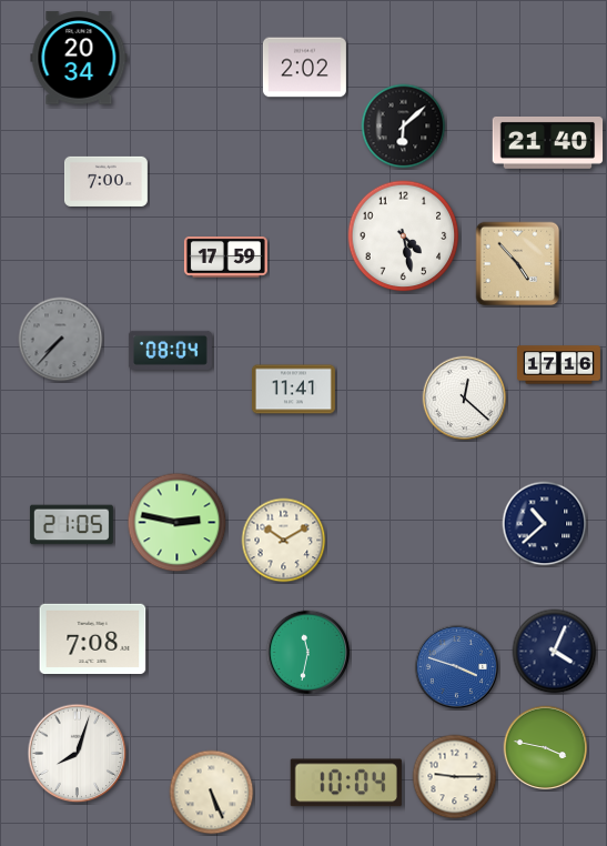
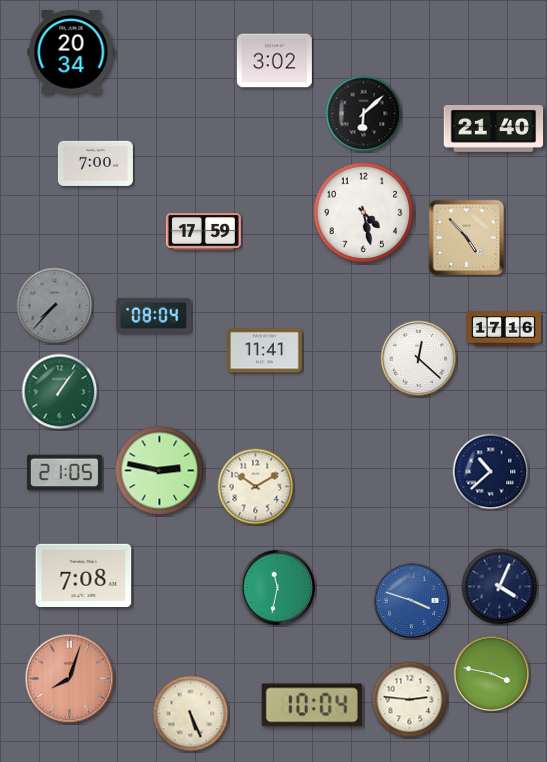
clock at (304, 68): 2:02 -> 3:02
clock at (60, 392): none -> 1:06
clock at (78, 754) dial: white -> salmon
clock at (455, 777): 9:15 -> 2:46
